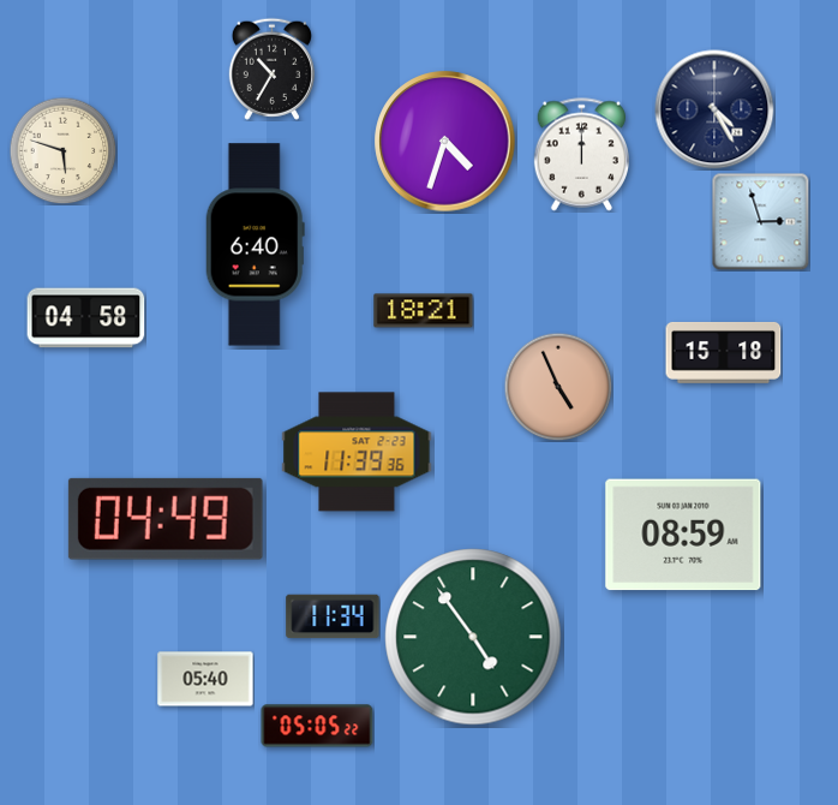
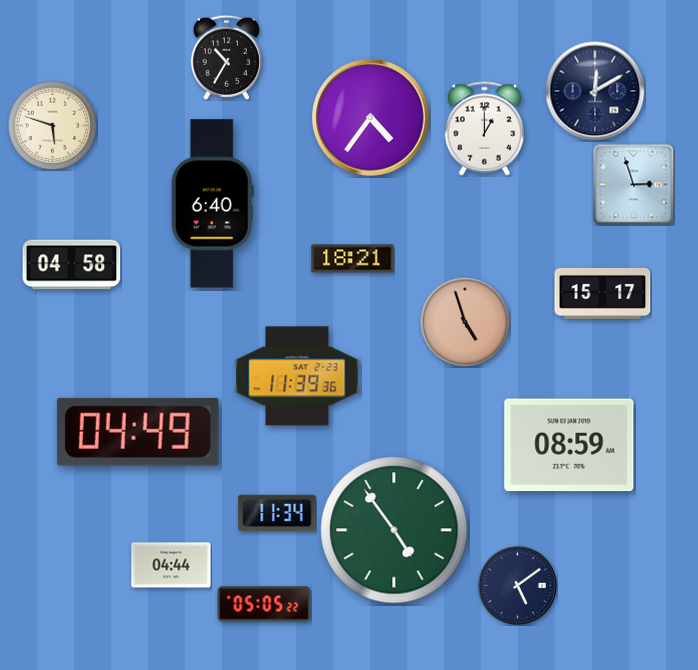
clock at (714, 109): 4:25 -> 12:10
clock at (445, 142): 4:33 -> 4:36
clock at (582, 155): 12:00 -> 1:00
clock at (724, 352): 15:18 -> 15:17
clock at (558, 387): 4:56 -> 4:57
clock at (205, 679): 05:40 -> 04:44
clock at (517, 585): none -> 5:09
